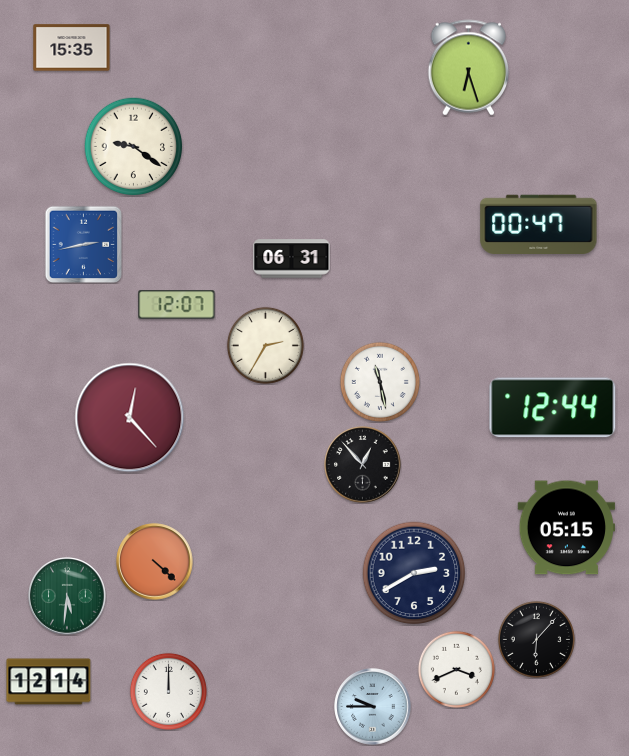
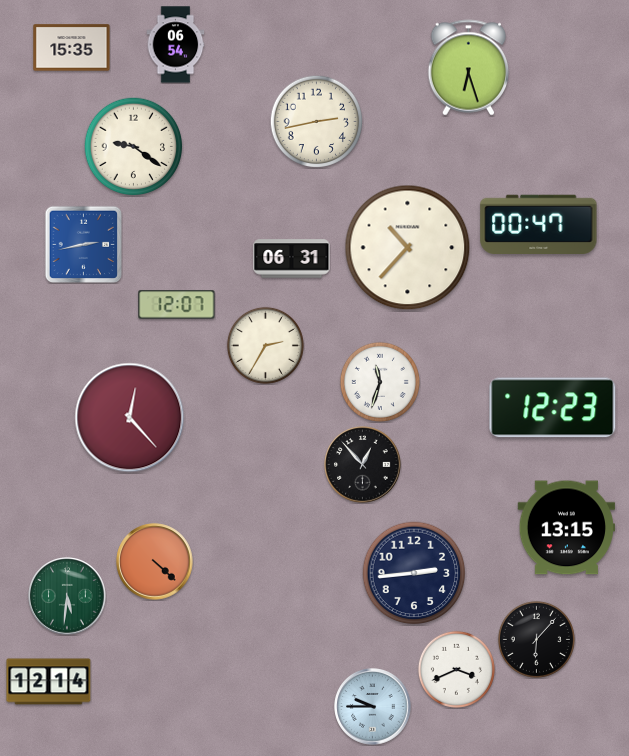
clock at (176, 45): none -> 06:54
clock at (316, 121): none -> 2:43
clock at (408, 248): none -> 10:37
clock at (380, 382): 11:28 -> 11:33
clock at (553, 408): 12:44 -> 12:23
clock at (567, 528): 05:15 -> 13:15
clock at (414, 573): 2:40 -> 2:44
clock at (168, 691): 12:00 -> none
